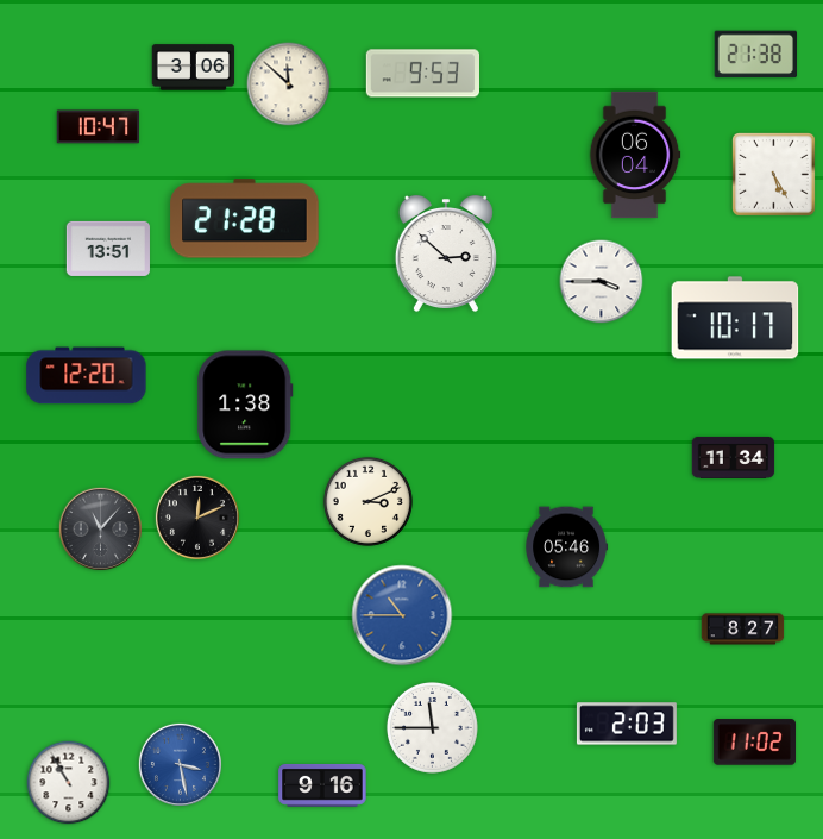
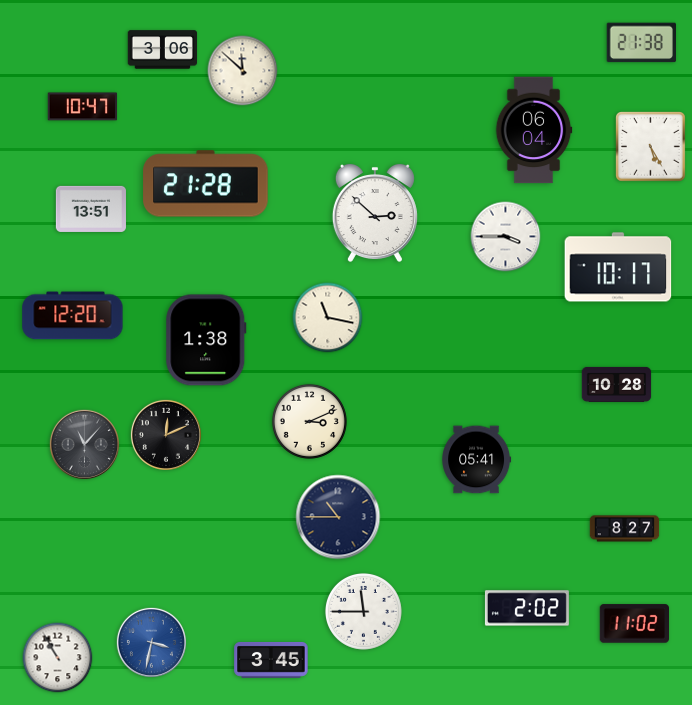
clock at (755, 55) position: (755, 55) -> (641, 43)
clock at (194, 68) position: (194, 68) -> (163, 50)
clock at (422, 74): 9:53 -> none
clock at (328, 318): none -> 11:17
clock at (734, 457): 11:34 -> 10:28
clock at (567, 547): 05:46 -> 05:41
clock at (402, 615) dial: blue -> navy
clock at (627, 724): 2:03 -> 2:02
clock at (180, 764): 3:28 -> 3:32
clock at (322, 785): 9:16 -> 3:45
